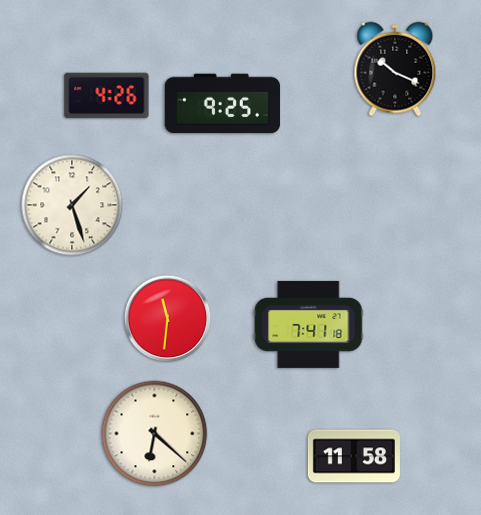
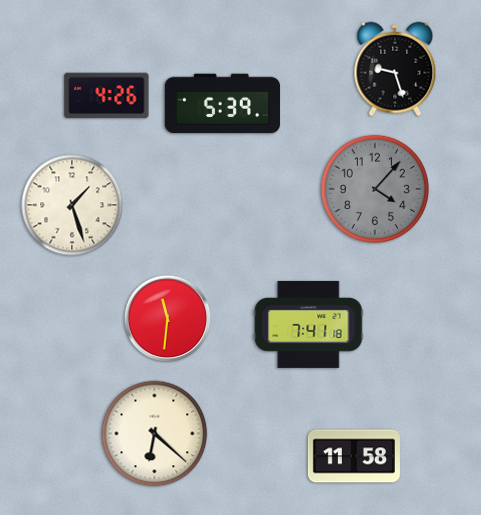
clock at (395, 69): 10:19 -> 9:27
clock at (223, 104): 9:25 -> 5:39
clock at (374, 188): none -> 4:07
